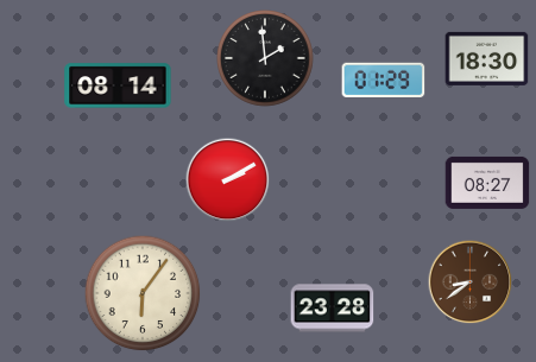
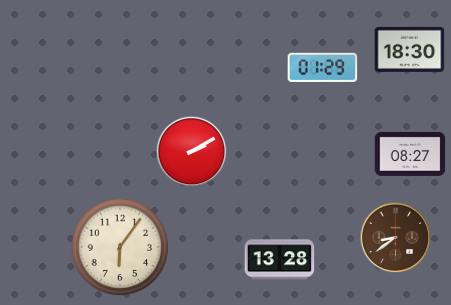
clock at (265, 58): 1:59 -> none
clock at (118, 85): 08:14 -> none
clock at (333, 309): 23:28 -> 13:28
